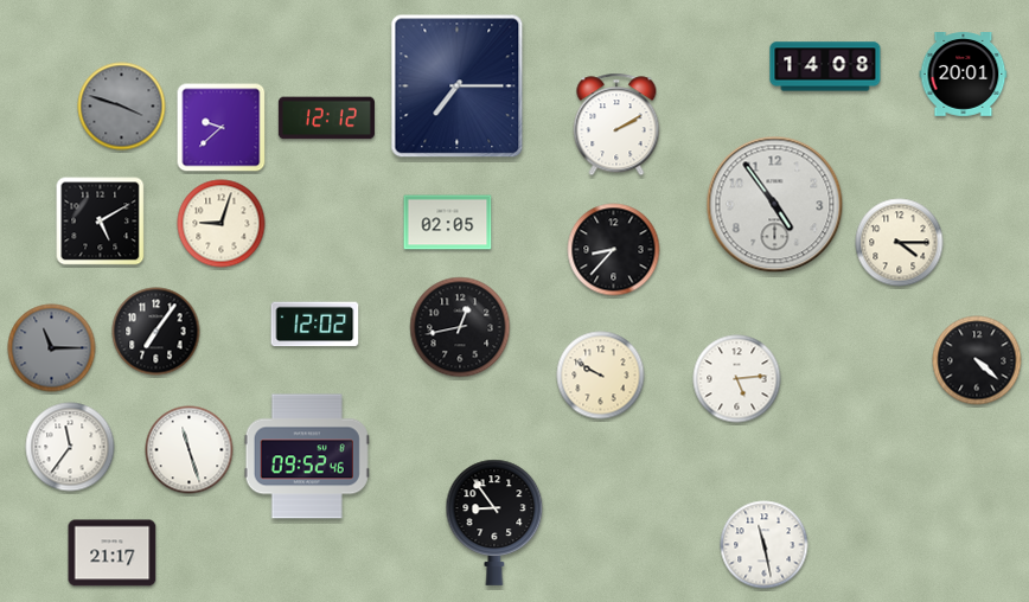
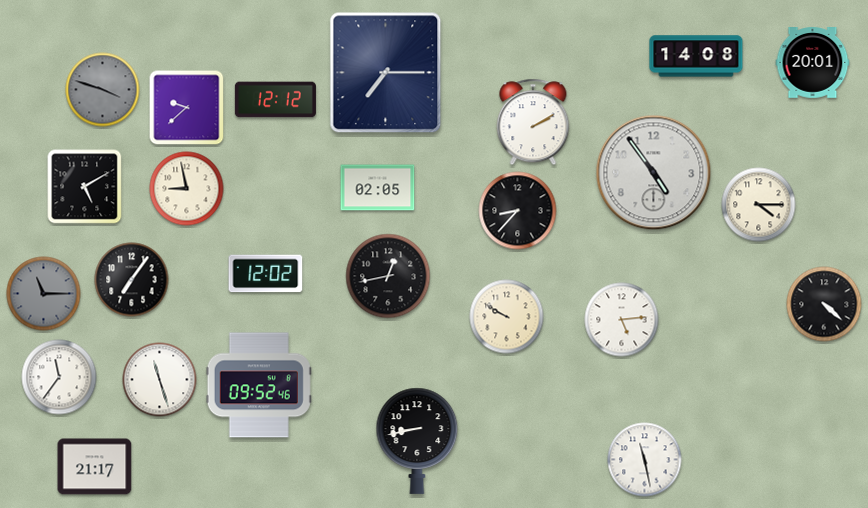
clock at (616, 124) position: (616, 124) -> (533, 122)
clock at (222, 224): 9:03 -> 8:58
clock at (494, 523): 8:54 -> 8:43
